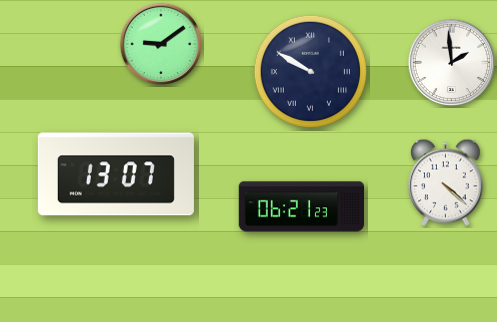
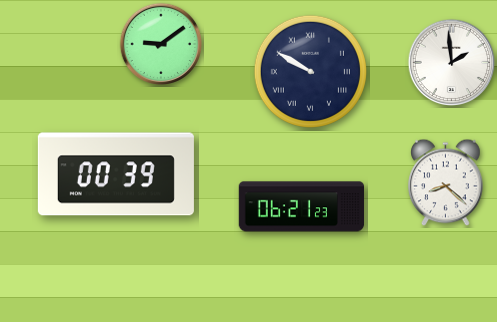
clock at (116, 174): 13:07 -> 00:39
clock at (446, 183): 4:22 -> 8:22
